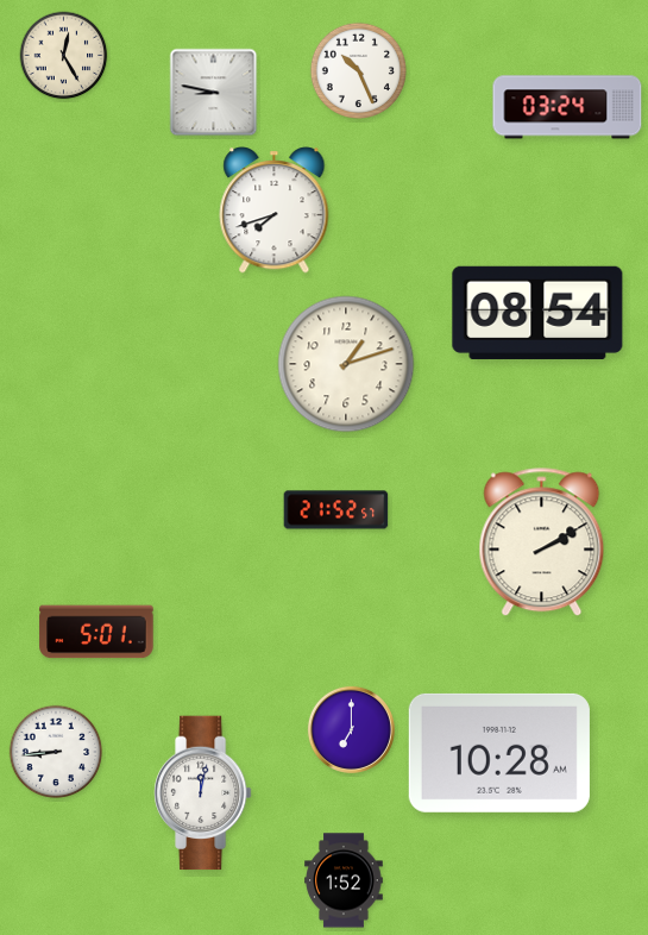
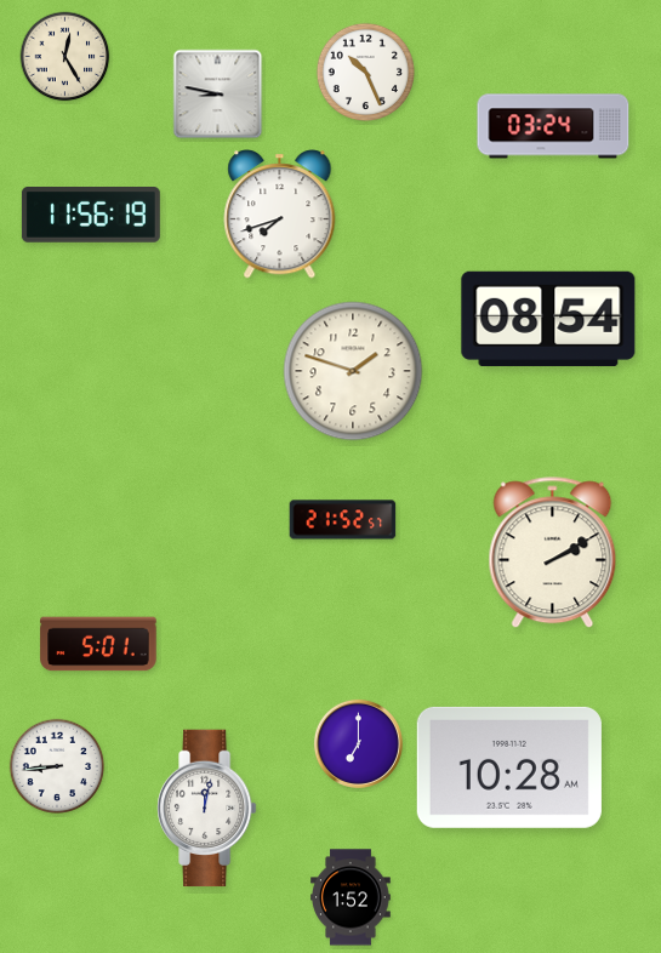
clock at (567, 107) position: (567, 107) -> (553, 126)
clock at (91, 216): none -> 11:56
clock at (346, 364): 1:12 -> 1:48
